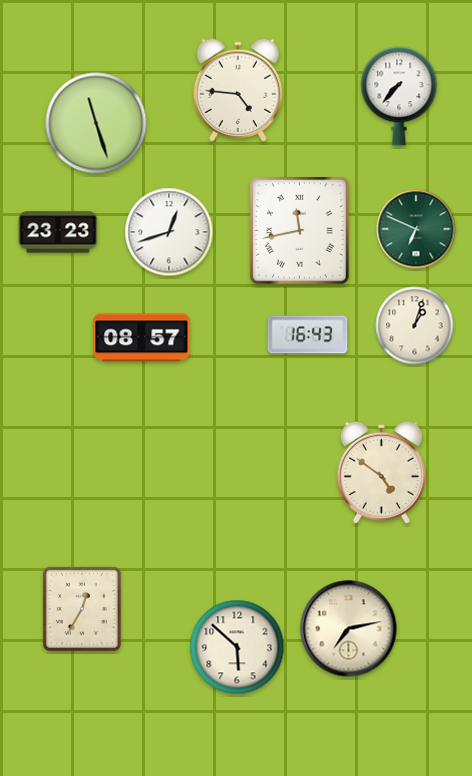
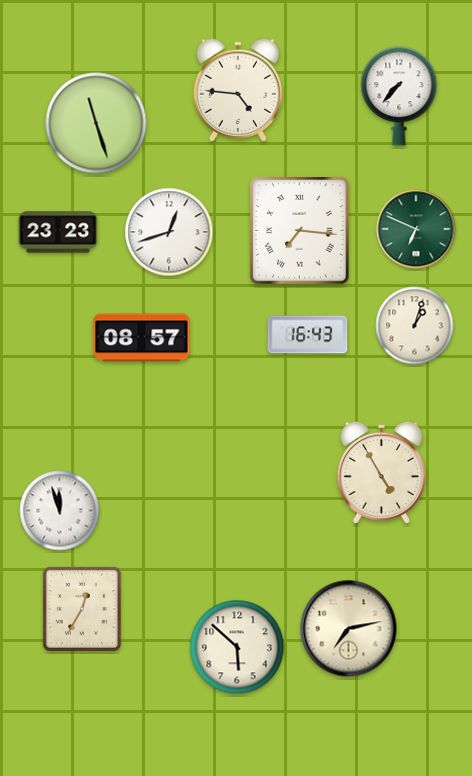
clock at (300, 231): 11:43 -> 7:16
clock at (381, 472): 4:51 -> 4:55
clock at (60, 511): none -> 11:57
